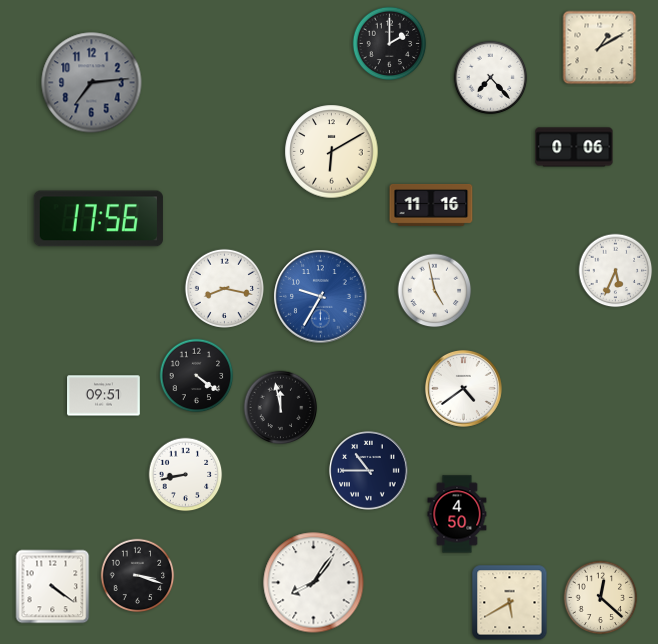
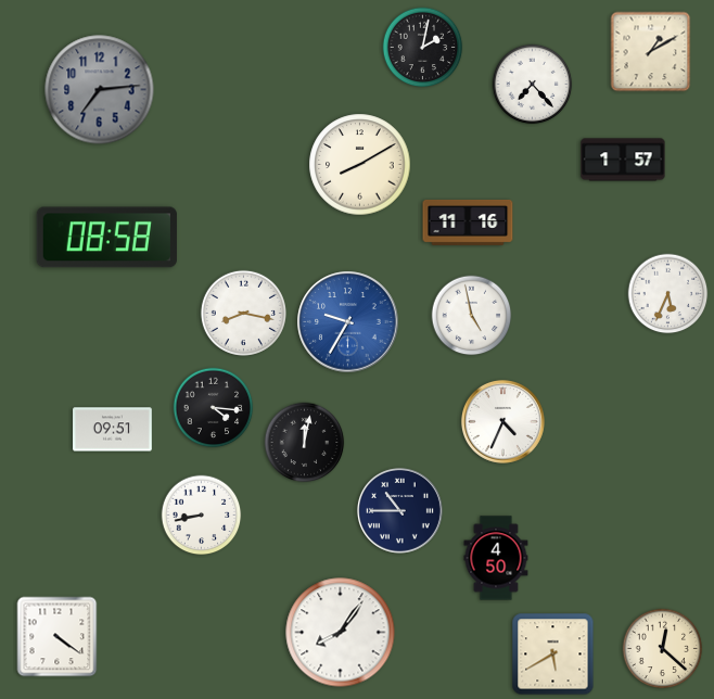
clock at (390, 44): 2:00 -> 2:02
clock at (574, 147): 0:06 -> 1:57
clock at (332, 152): 6:10 -> 8:10
clock at (98, 219): 17:56 -> 08:58
clock at (197, 376): 4:21 -> 4:16
clock at (463, 388): 4:39 -> 4:34
clock at (281, 408): 11:58 -> 12:02
clock at (138, 576): 3:18 -> none
clock at (601, 598) position: (601, 598) -> (663, 649)
